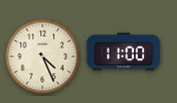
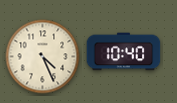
clock at (124, 52): 11:00 -> 10:40
